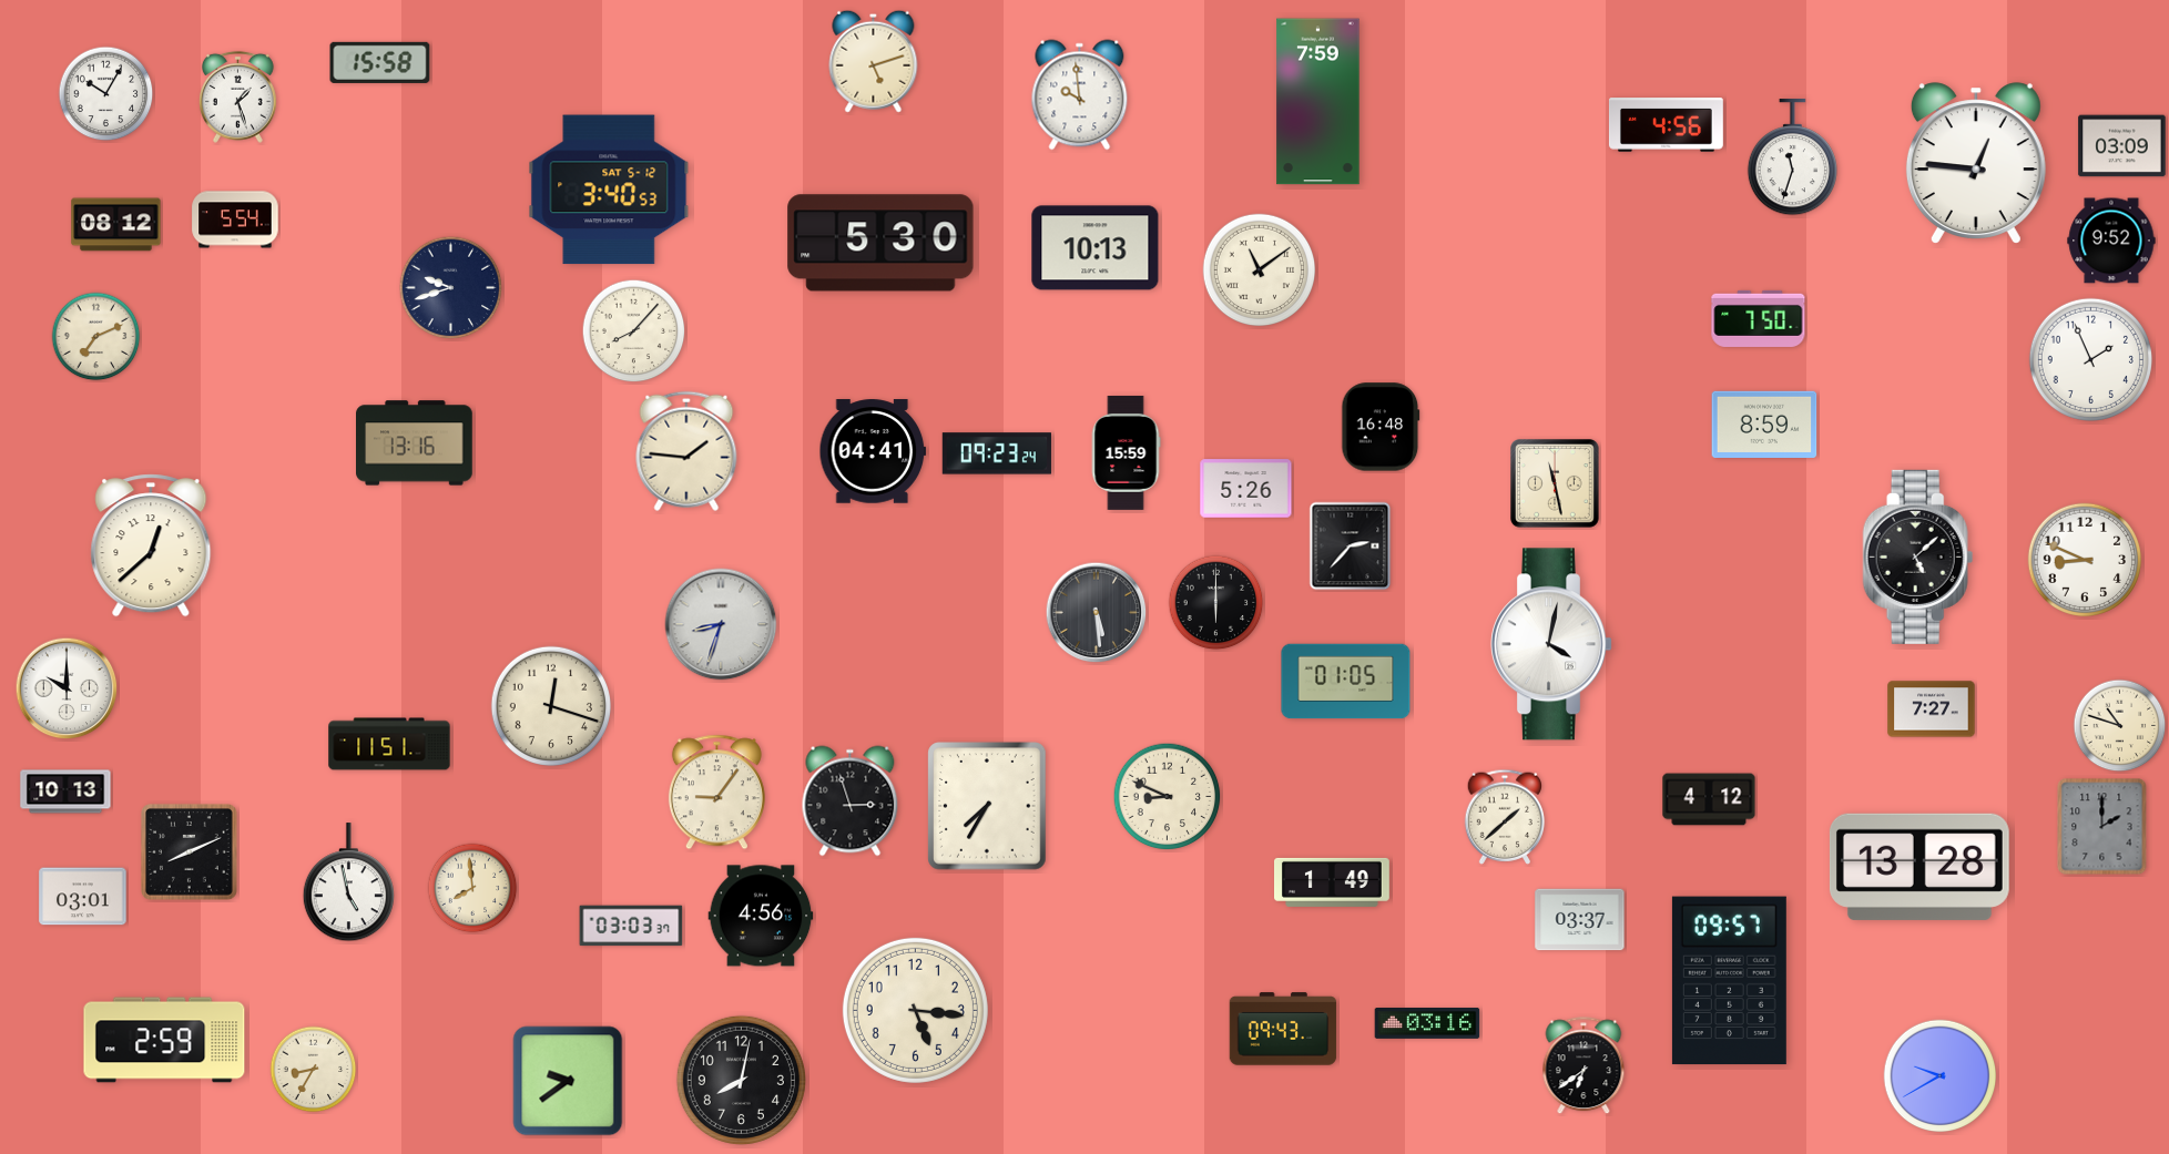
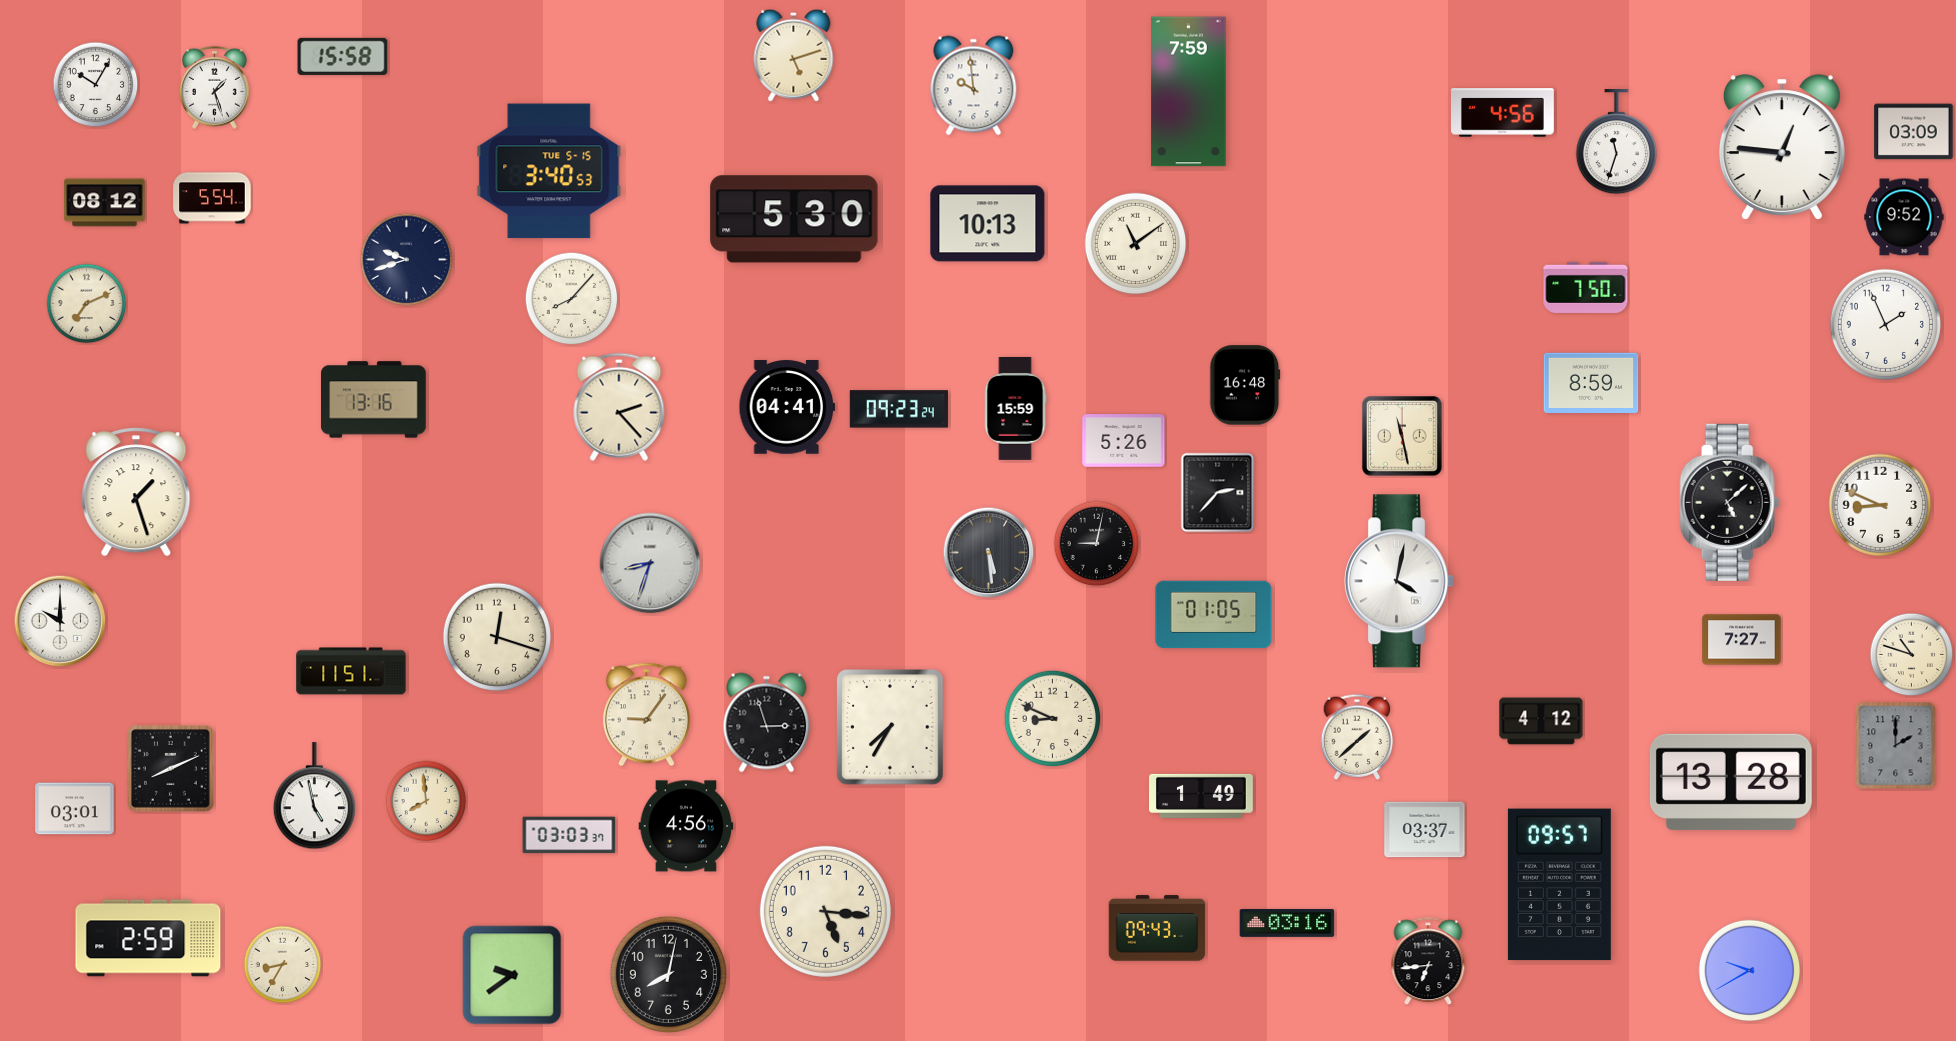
clock at (874, 61) position: (874, 61) -> (794, 55)
clock at (609, 190) date: SAT 5-12 -> TUE 5-15
clock at (686, 451): 1:46 -> 2:23
clock at (151, 545): 12:38 -> 1:27
clock at (1216, 603): 6:00 -> 9:02
clock at (65, 792): 10:13 -> none
clock at (1584, 1066): 6:39 -> 6:44
